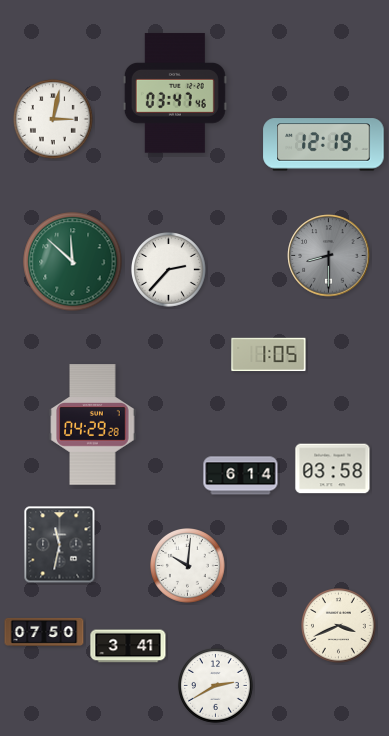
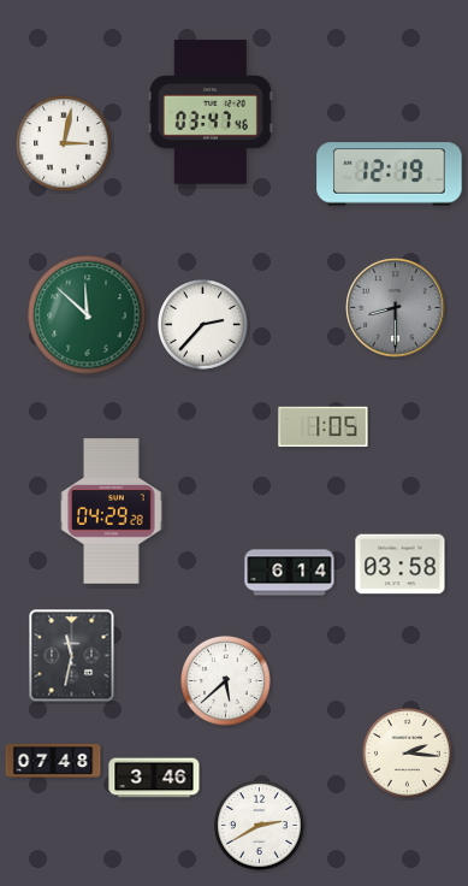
clock at (188, 566): 10:01 -> 5:38
clock at (339, 626): 3:41 -> 2:16
clock at (44, 632): 07:50 -> 07:48
clock at (128, 646): 3:41 -> 3:46
